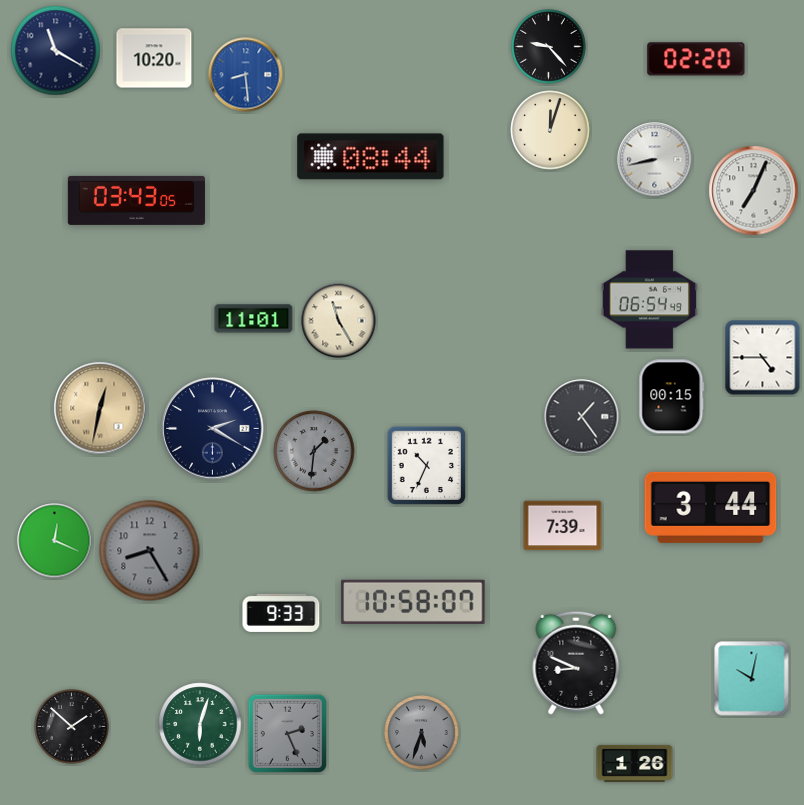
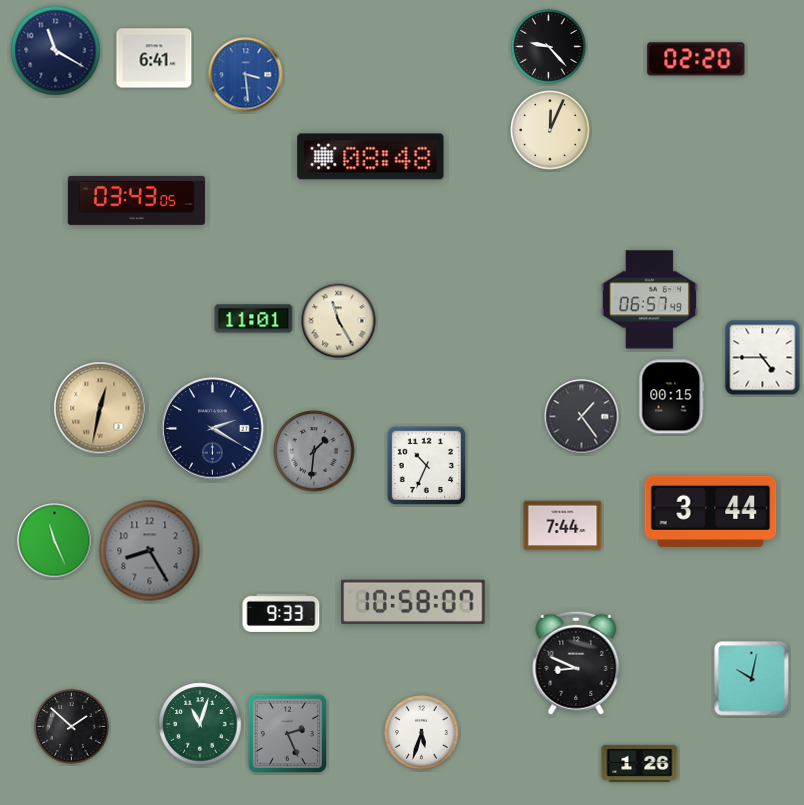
clock at (154, 58): 10:20 -> 6:41
clock at (246, 75): 8:29 -> 3:29
clock at (550, 130): 12:03 -> 12:04
clock at (371, 157): 08:44 -> 08:48
clock at (655, 160): 8:43 -> none
clock at (754, 191): 7:04 -> none
clock at (649, 300): 06:54 -> 06:57
clock at (711, 507) position: (711, 507) -> (711, 511)
clock at (563, 526): 7:39 -> 7:44
clock at (55, 541): 12:19 -> 11:26
clock at (200, 724): 6:03 -> 11:03
clock at (422, 733) dial: grey -> white
clock at (635, 763) position: (635, 763) -> (640, 763)
